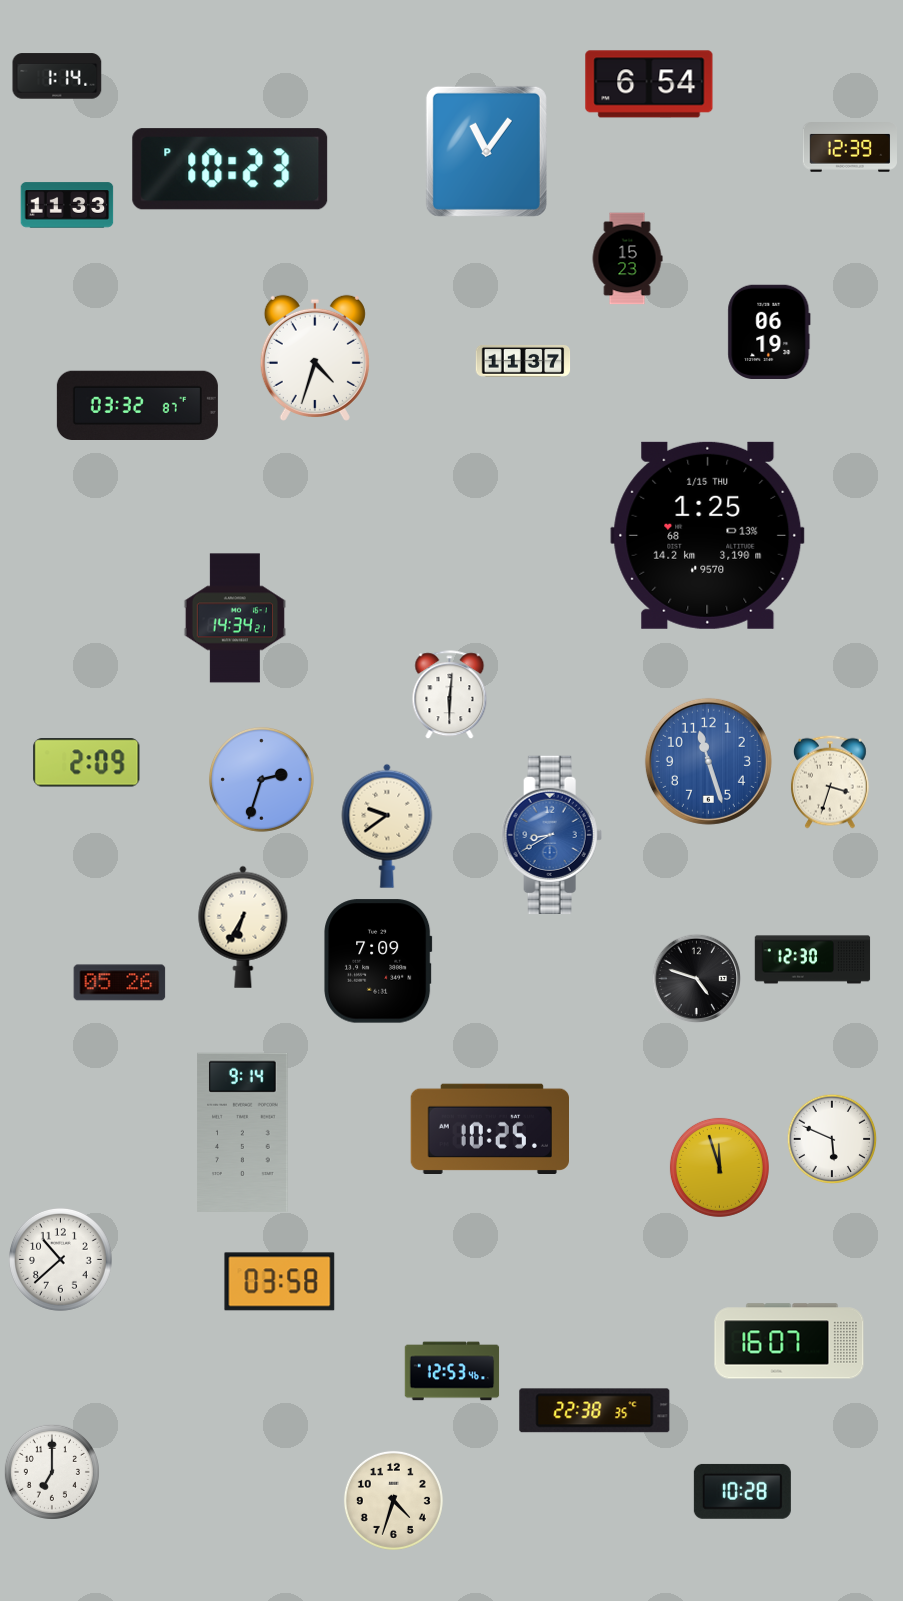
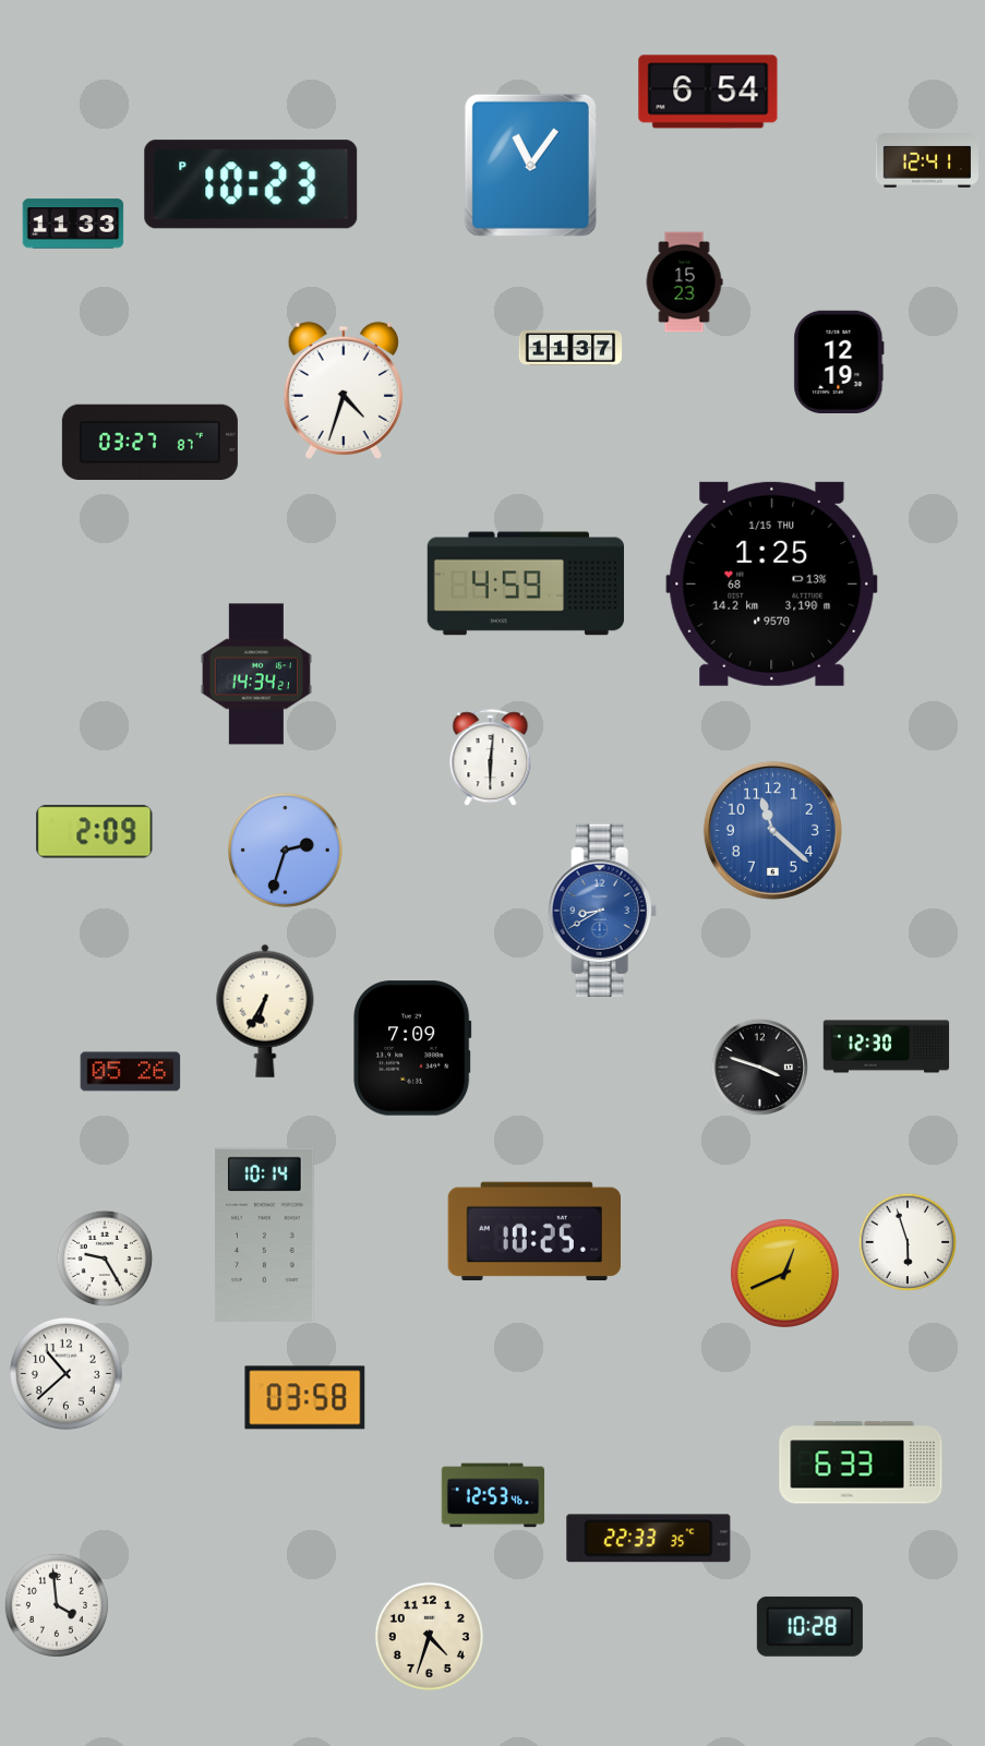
clock at (57, 76): 1:14 -> none
clock at (849, 148): 12:39 -> 12:41
clock at (769, 331): 06:19 -> 12:19
clock at (523, 361) position: (523, 361) -> (570, 348)
clock at (137, 406): 03:32 -> 03:27
clock at (525, 583): none -> 4:59
clock at (708, 761): 11:27 -> 11:22
clock at (830, 782): 3:33 -> none
clock at (387, 826): 9:39 -> none
clock at (697, 979): 4:48 -> 3:48
clock at (243, 1132): 9:14 -> 10:14
clock at (832, 1139): 5:49 -> 5:57
clock at (105, 1259): none -> 9:25
clock at (719, 1167): 11:57 -> 12:41
clock at (789, 1341): 16:07 -> 6:33
clock at (595, 1411): 22:38 -> 22:33
clock at (52, 1472): 7:00 -> 3:59
